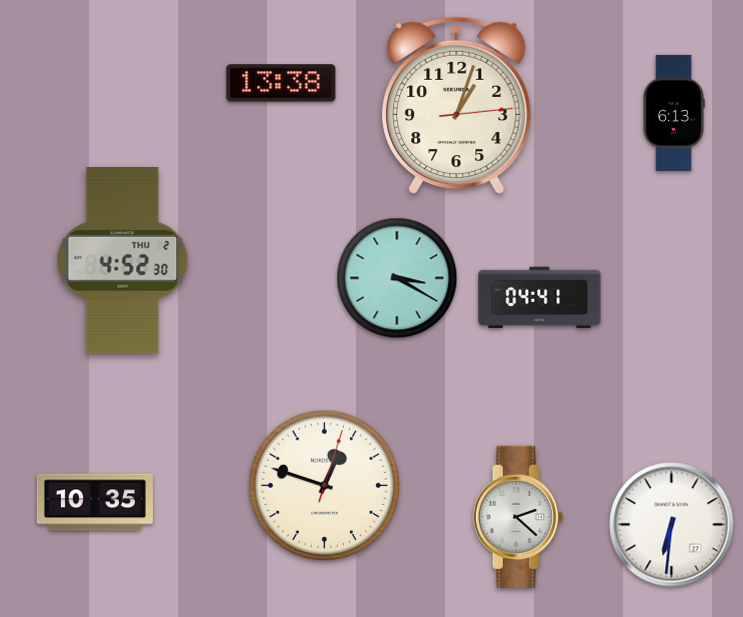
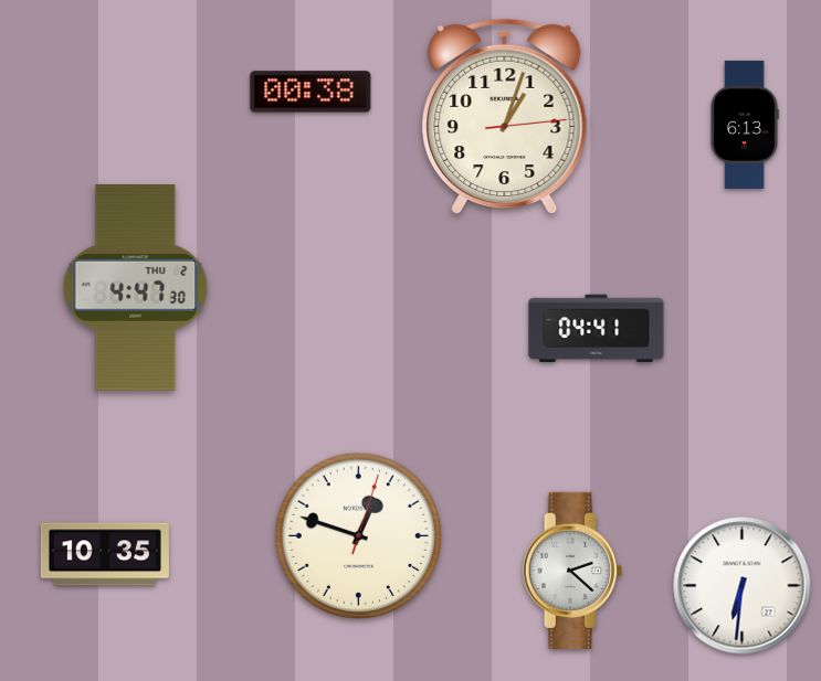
clock at (281, 83): 13:38 -> 00:38
clock at (123, 260): 4:52 -> 4:47
clock at (397, 278): 3:20 -> none
clock at (672, 525) position: (672, 525) -> (743, 586)
